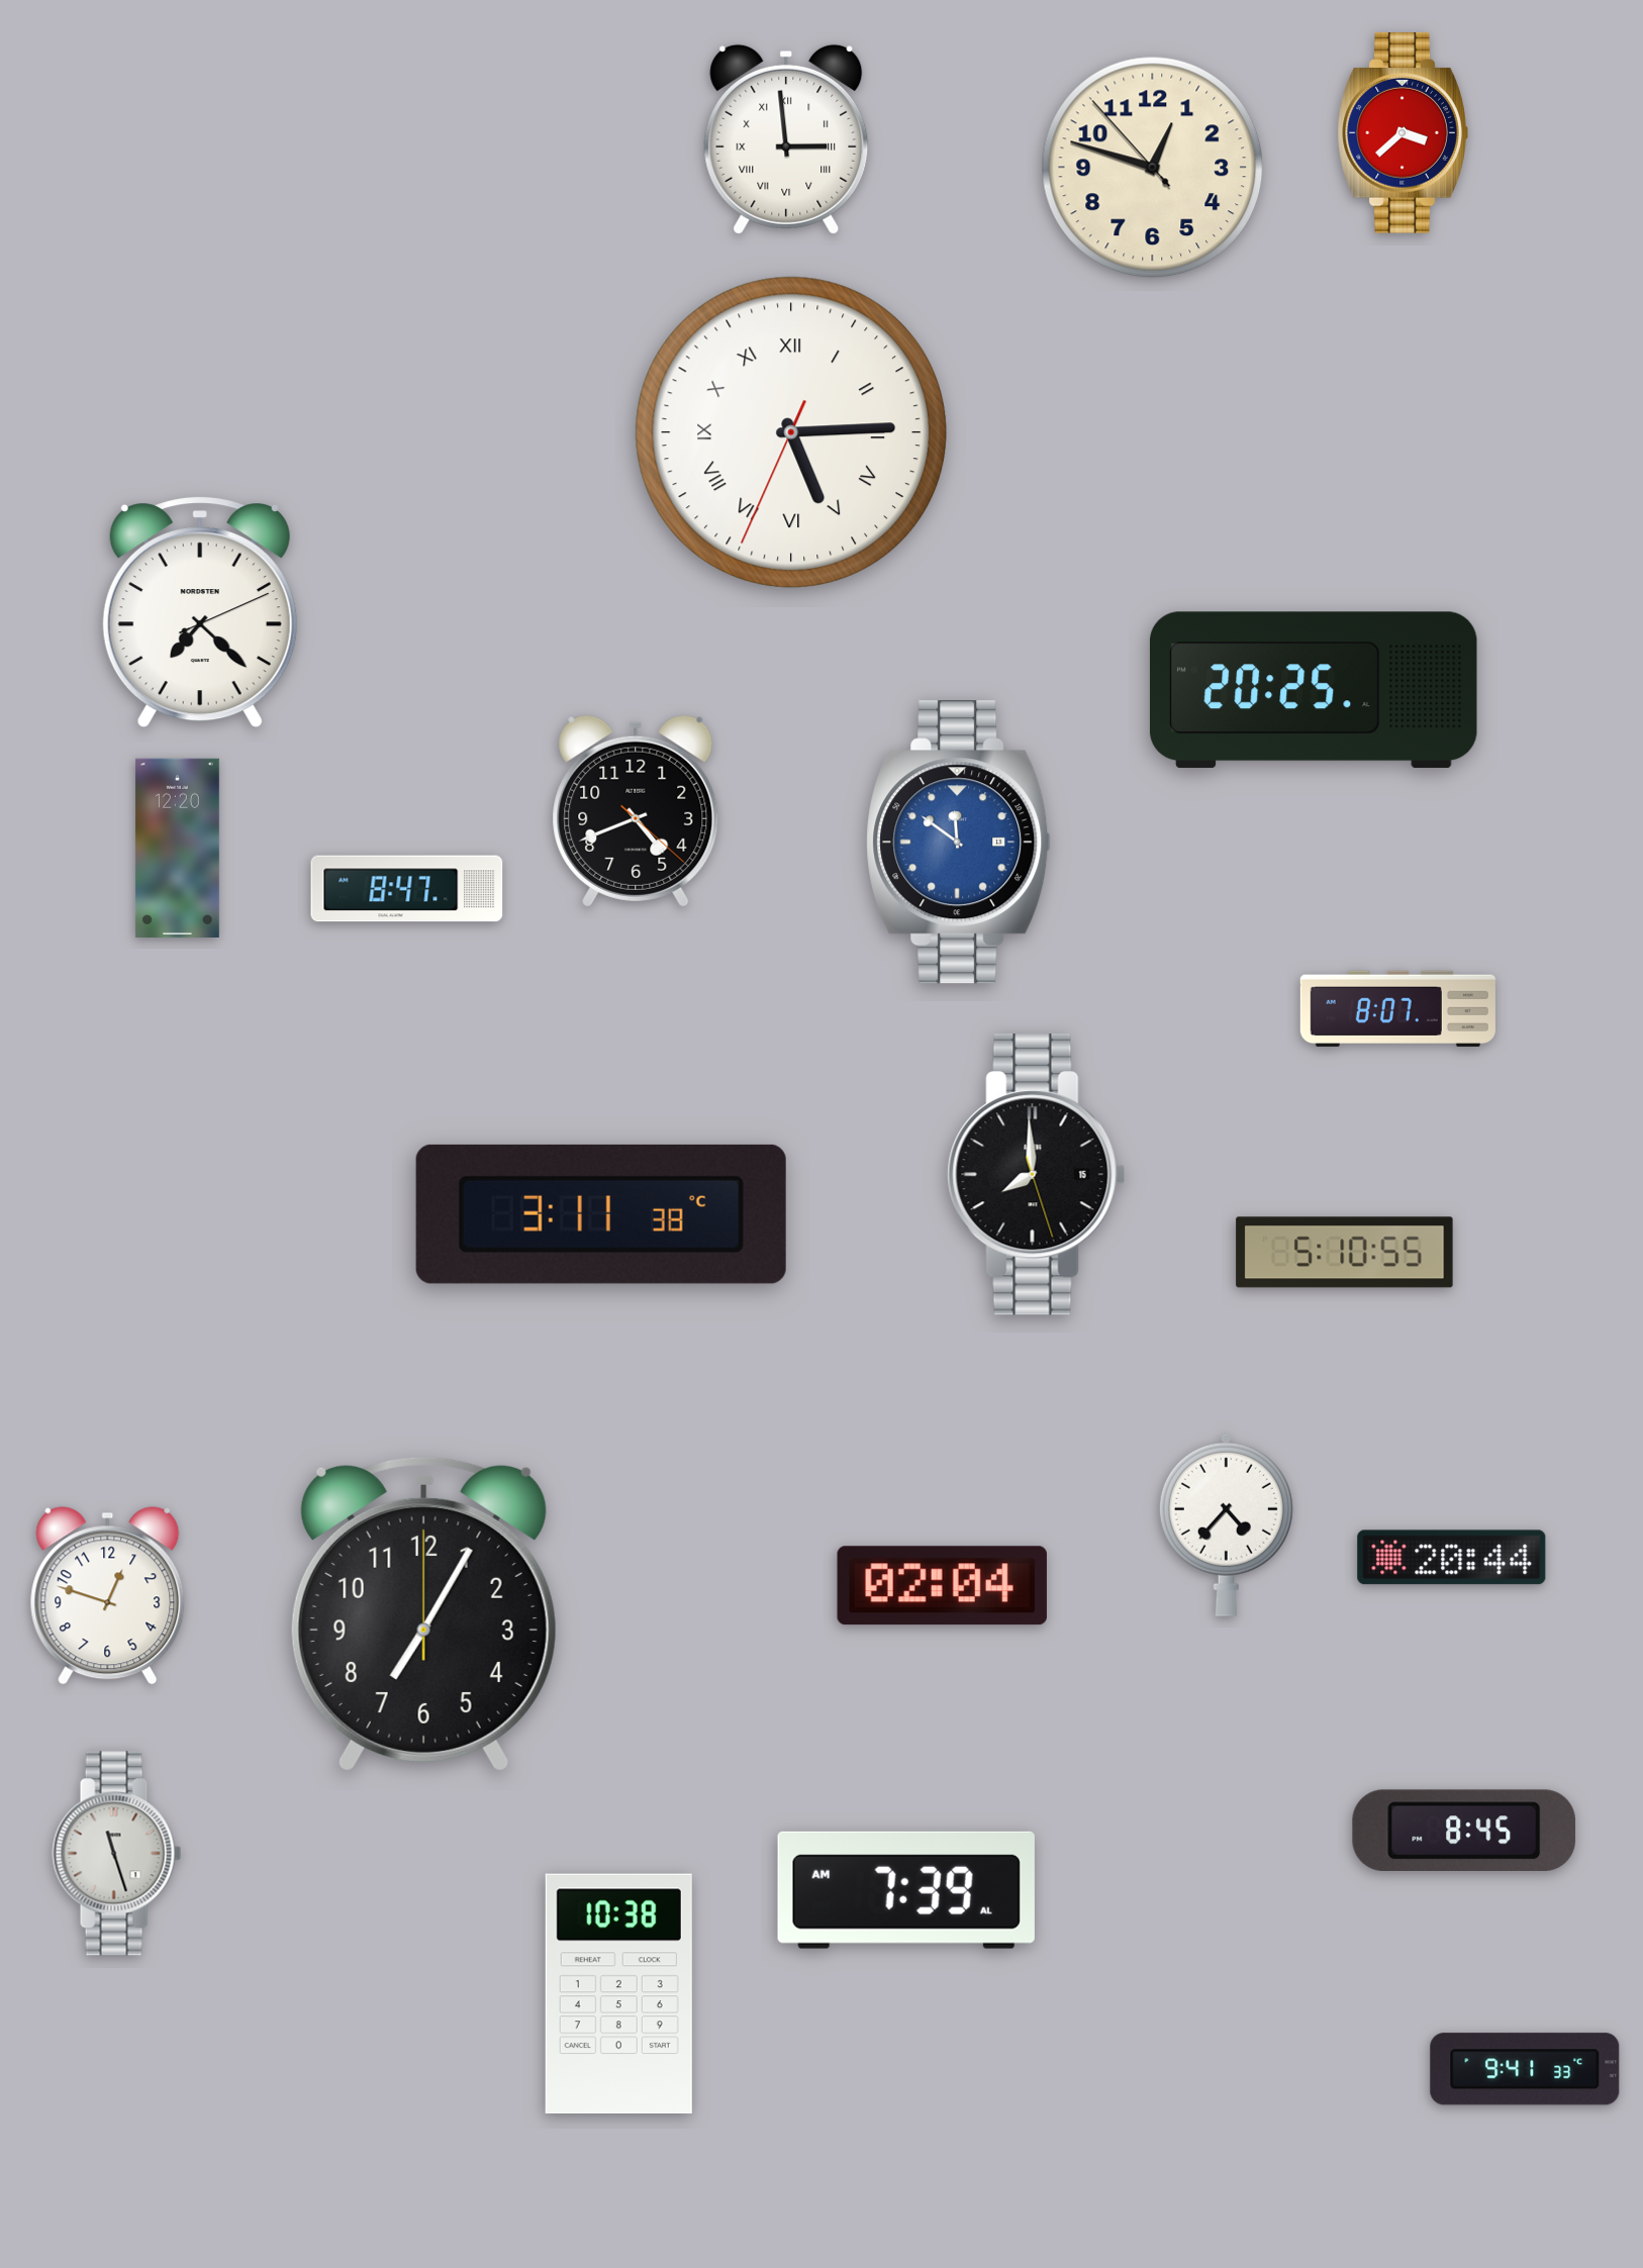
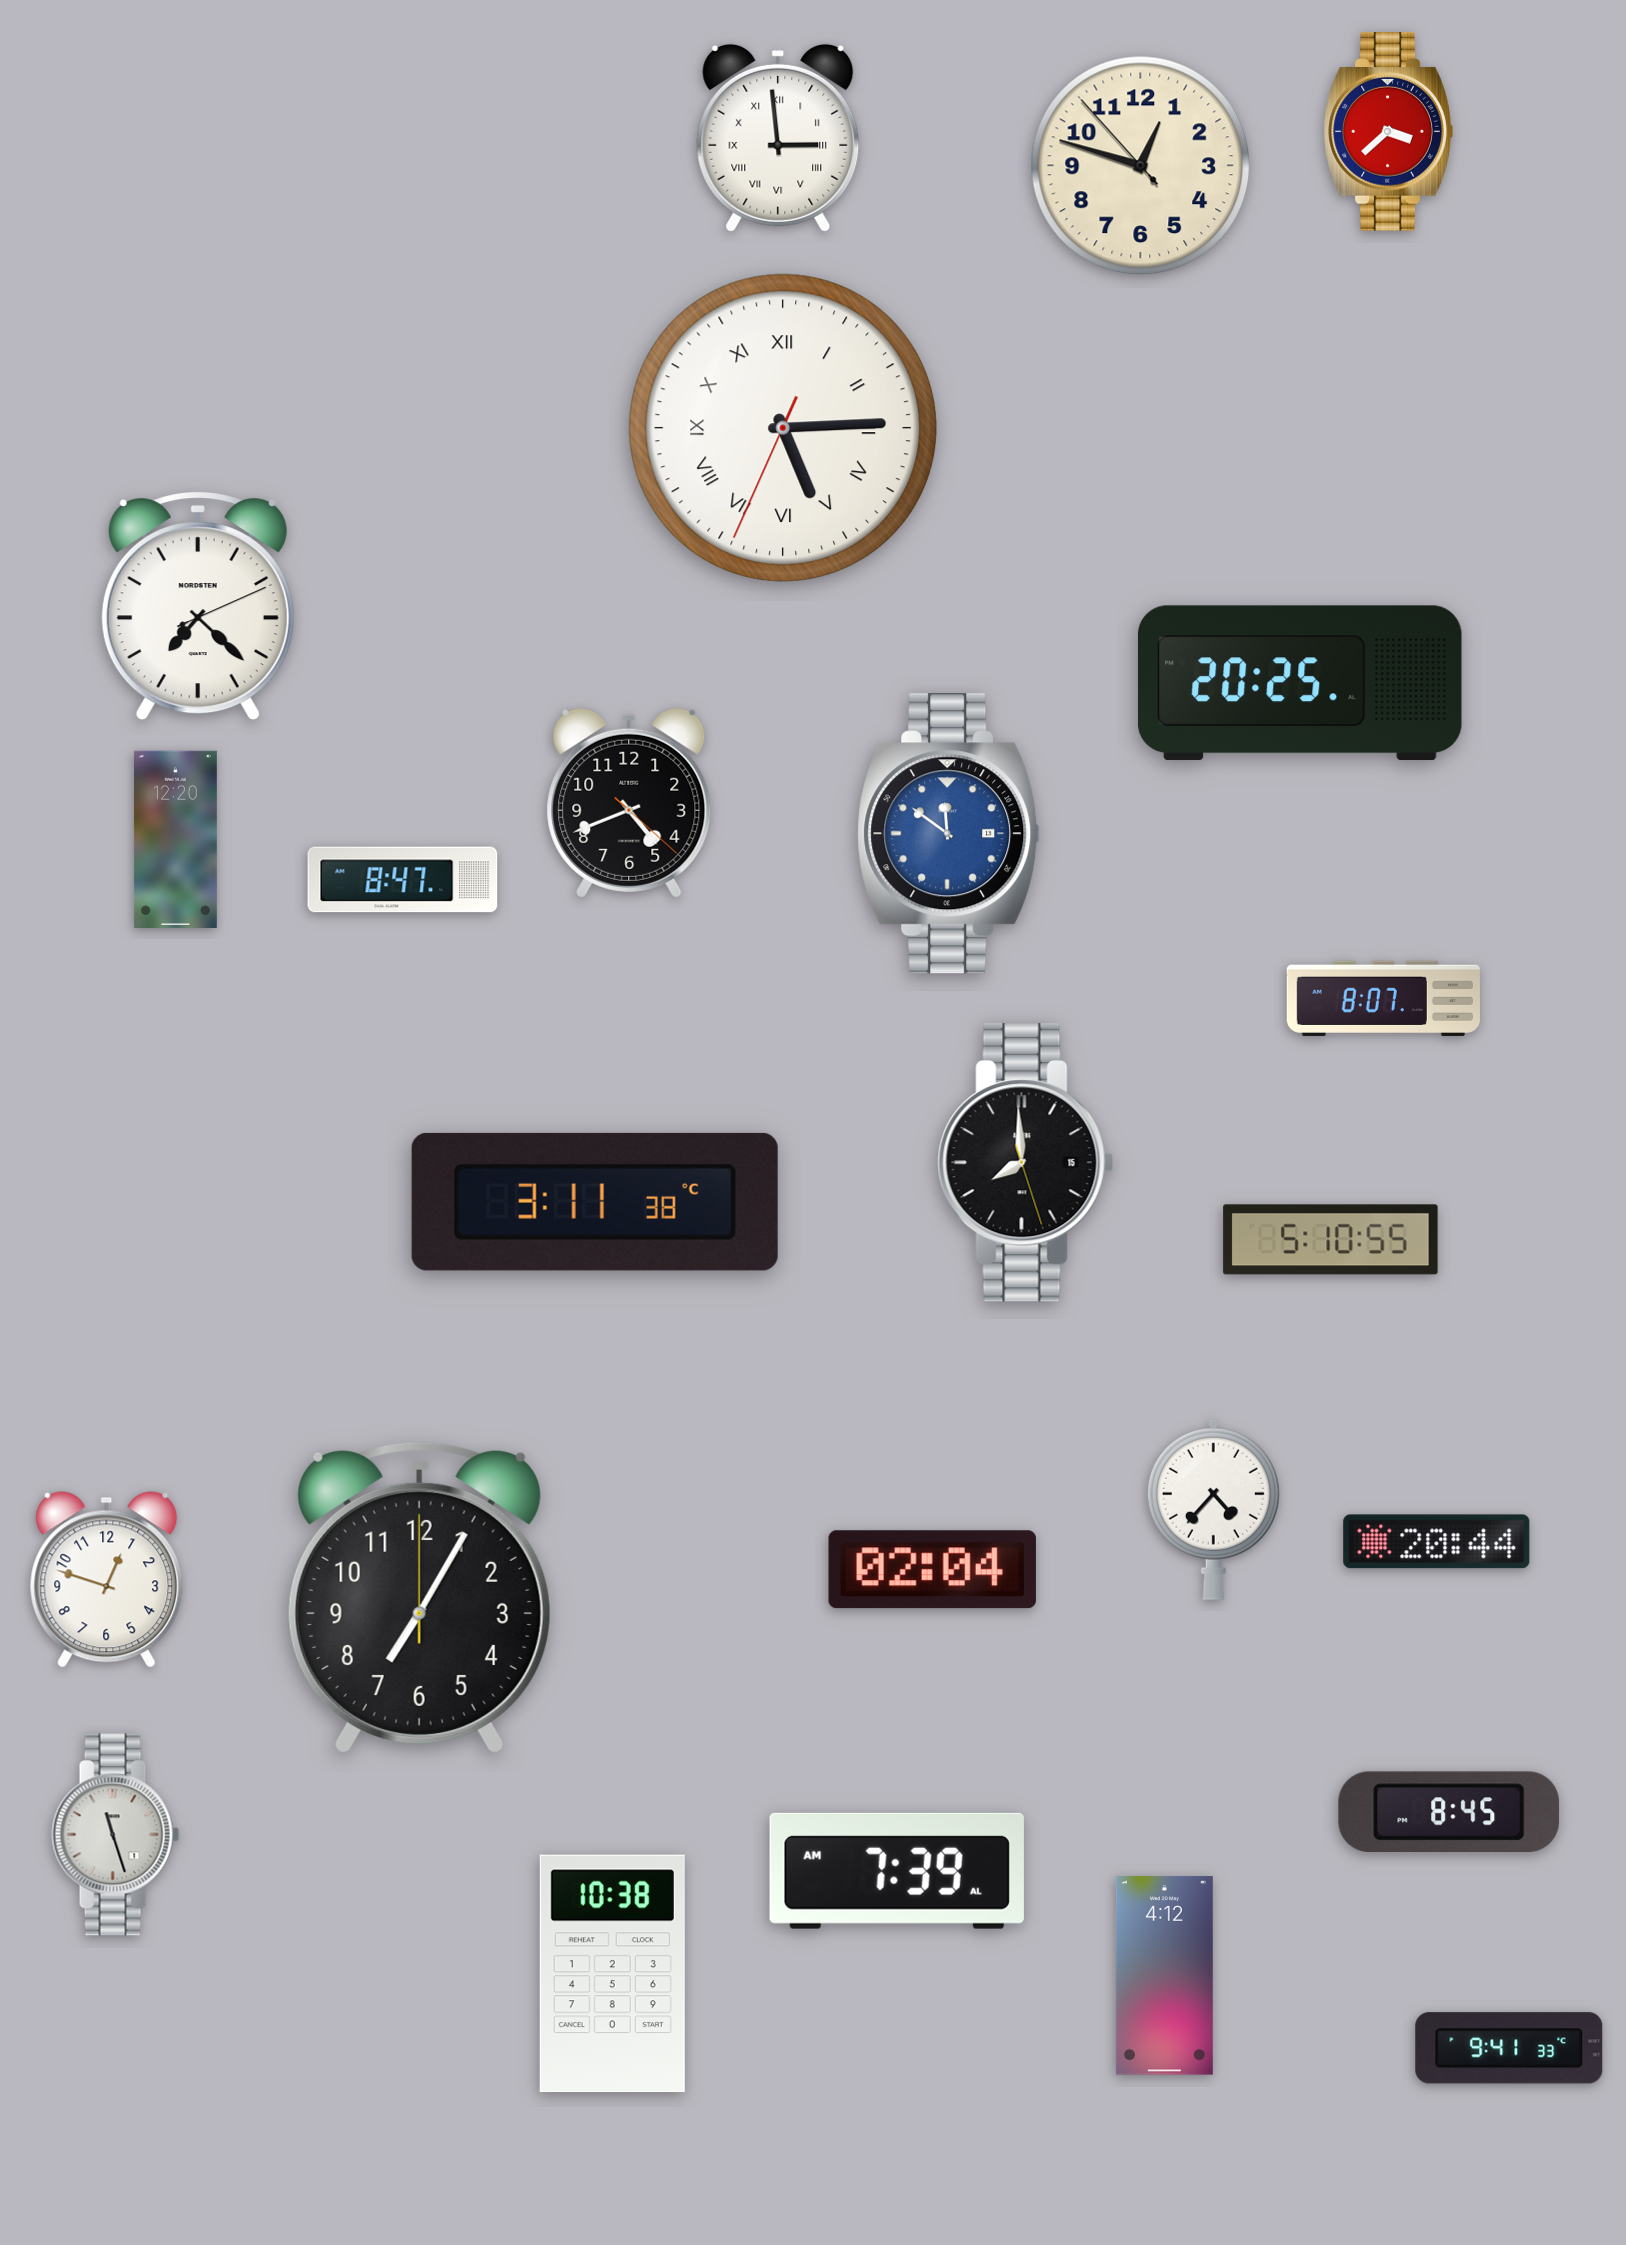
clock at (1164, 1976): none -> 4:12
